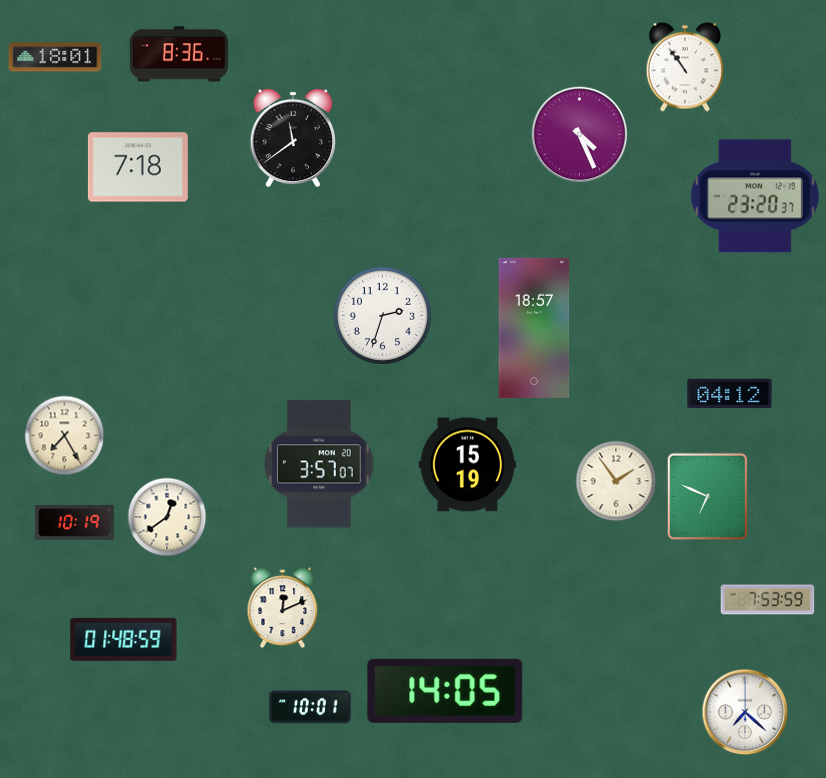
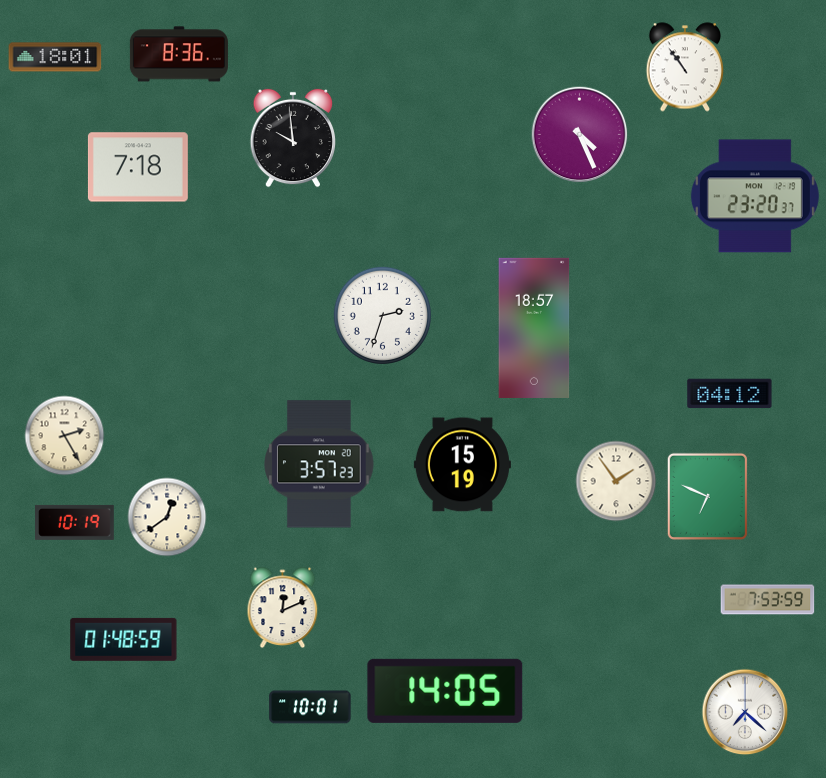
clock at (292, 138): 11:39 -> 9:59
clock at (65, 436): 7:25 -> 2:25
clock at (320, 464): 3:57:07 -> 3:57:23
clock at (467, 465) position: (467, 465) -> (462, 465)
